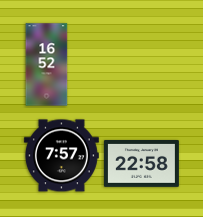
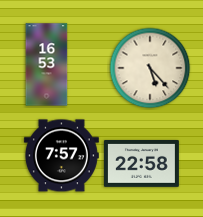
clock at (47, 65): 16:52 -> 16:53
clock at (150, 68): none -> 5:23
